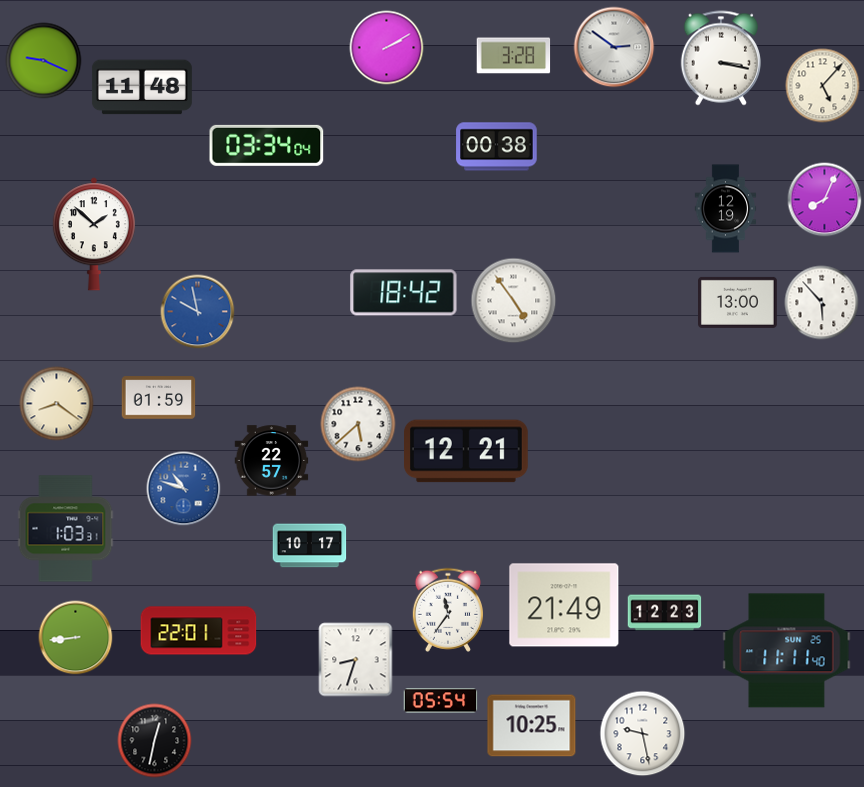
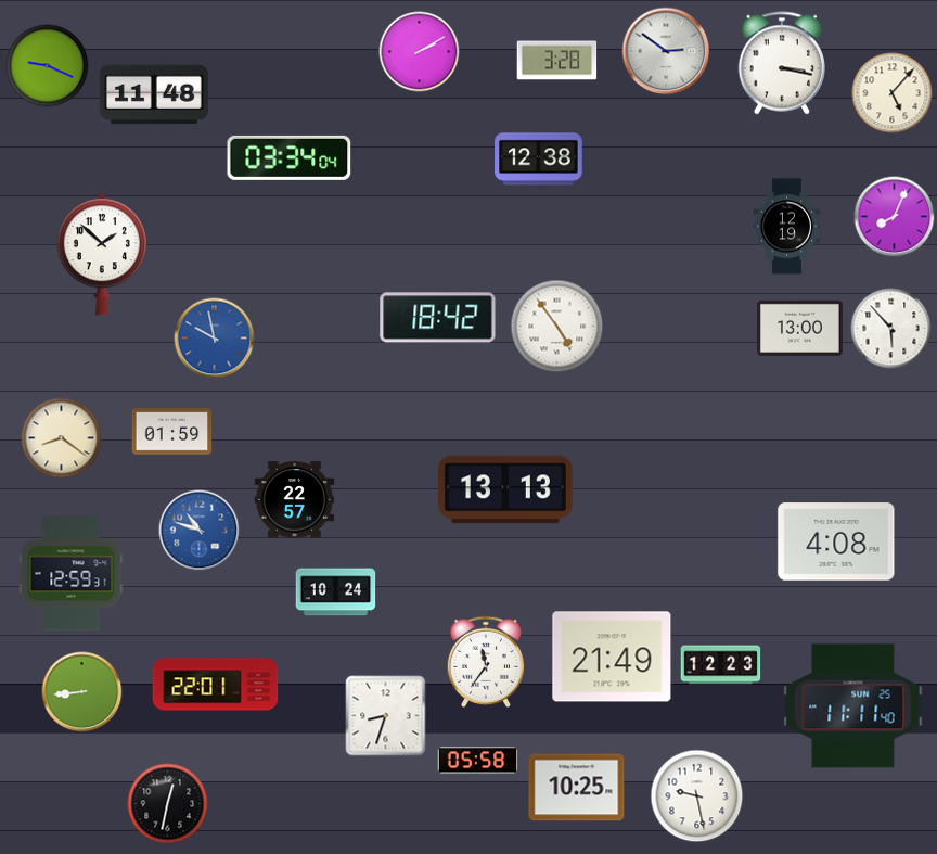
clock at (497, 147): 00:38 -> 12:38
clock at (358, 424): 5:38 -> none
clock at (467, 451): 12:21 -> 13:13
clock at (836, 541): none -> 4:08
clock at (66, 529): 1:03 -> 12:59
clock at (310, 546): 10:17 -> 10:24
clock at (441, 701): 05:54 -> 05:58
